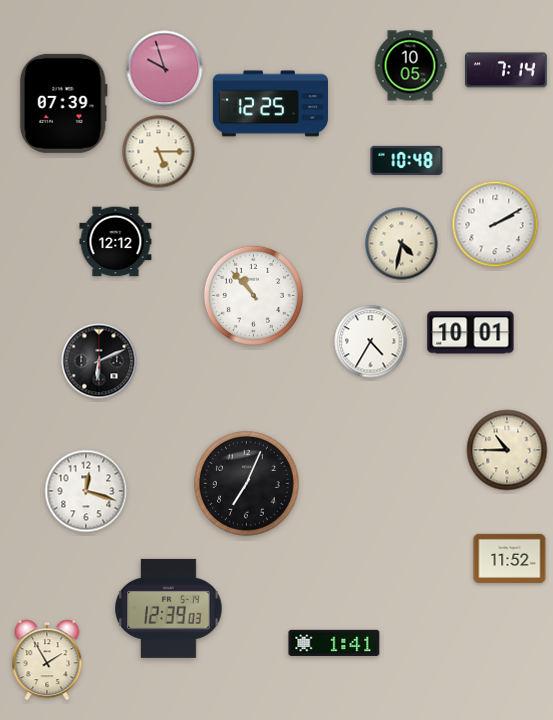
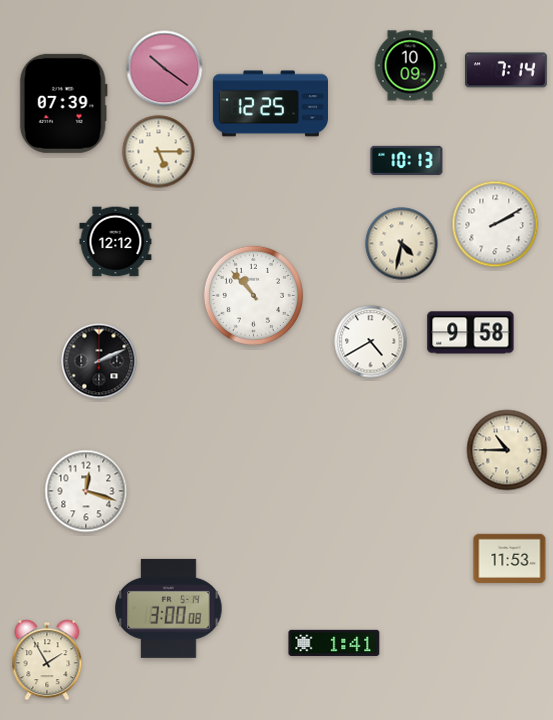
clock at (410, 66): 10:05 -> 10:09
clock at (165, 69): 9:57 -> 10:21
clock at (407, 160): 10:48 -> 10:13
clock at (471, 333): 10:01 -> 9:58
clock at (371, 342): 4:35 -> 4:40
clock at (99, 361): 6:11 -> 2:11
clock at (246, 483): 7:04 -> none
clock at (510, 558): 11:52 -> 11:53
clock at (169, 608): 12:39 -> 3:00
